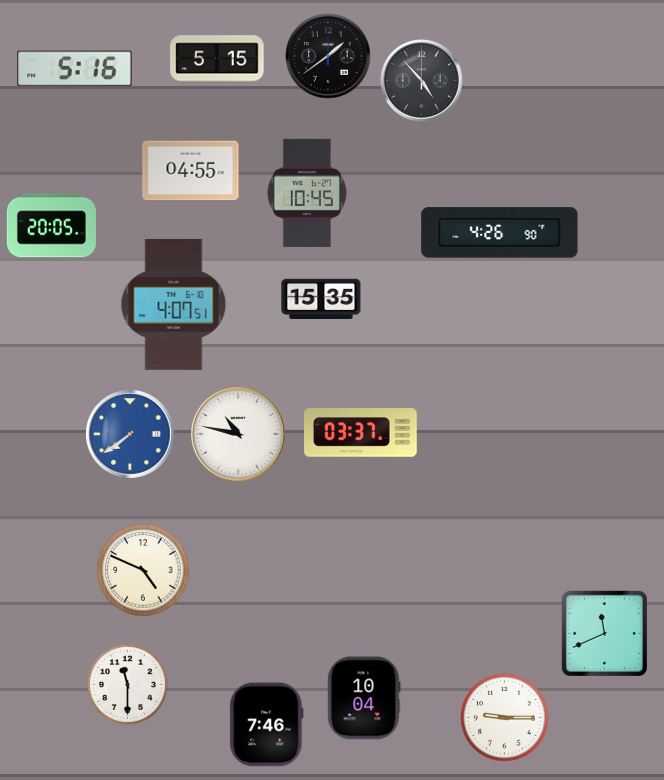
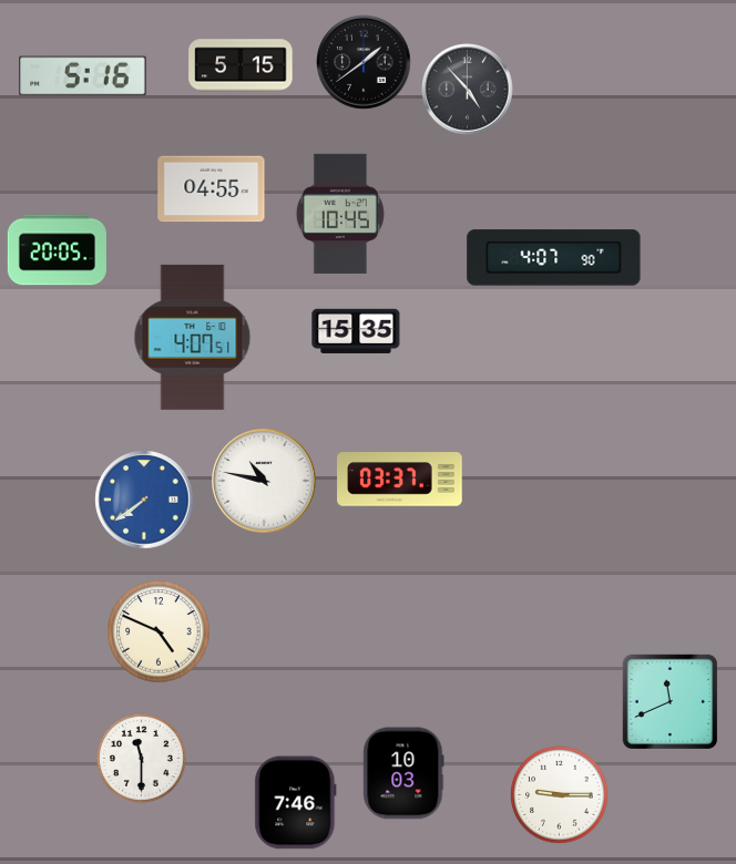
clock at (500, 233): 4:26 -> 4:07
clock at (130, 434) position: (130, 434) -> (144, 500)
clock at (364, 698): 10:04 -> 10:03
